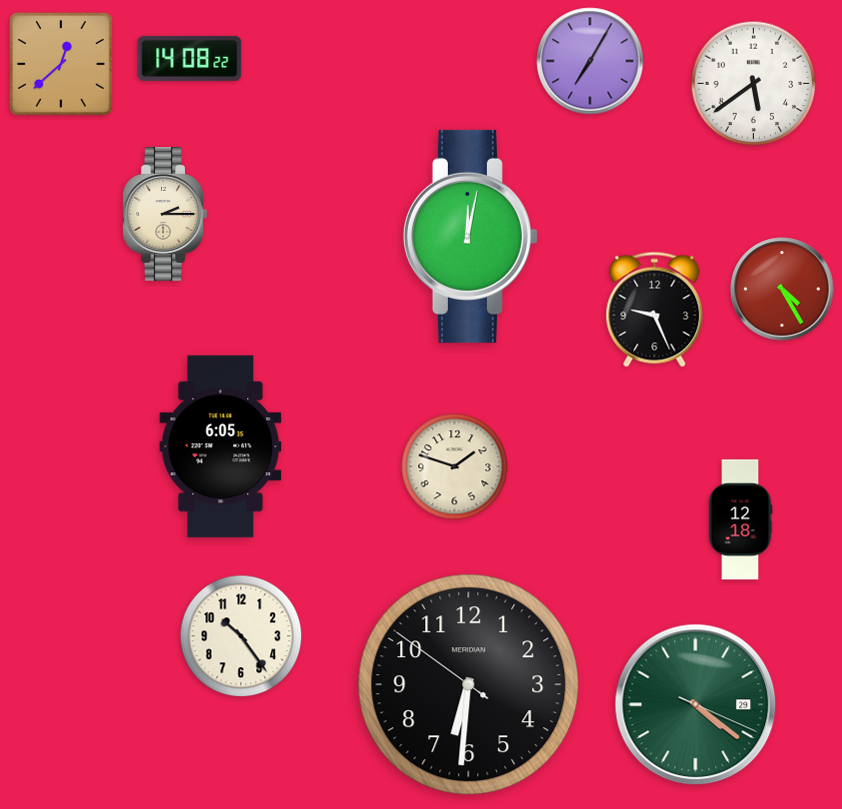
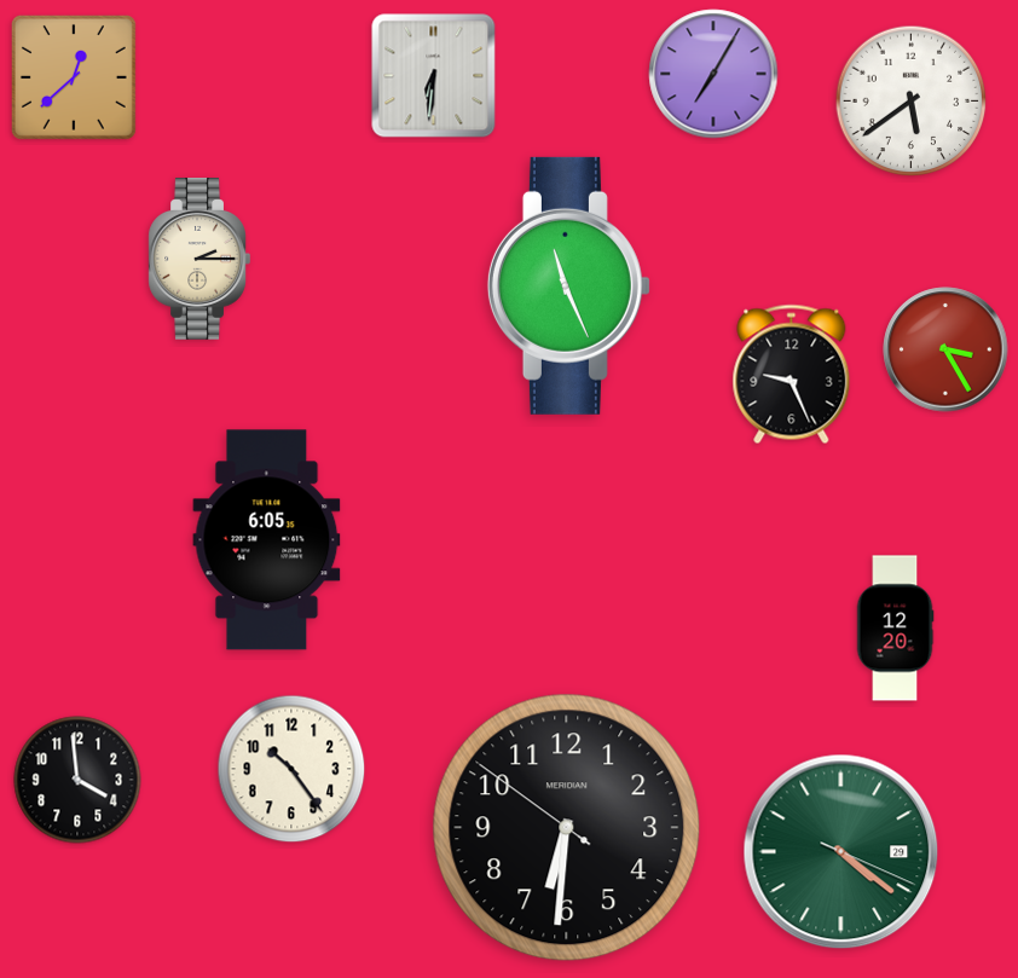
clock at (190, 58): 14:08 -> none
clock at (434, 76): none -> 6:31
clock at (470, 236): 12:02 -> 11:26
clock at (782, 289): 4:25 -> 3:25
clock at (455, 467): 1:48 -> none
clock at (740, 520): 12:18 -> 12:20
clock at (77, 780): none -> 3:59
